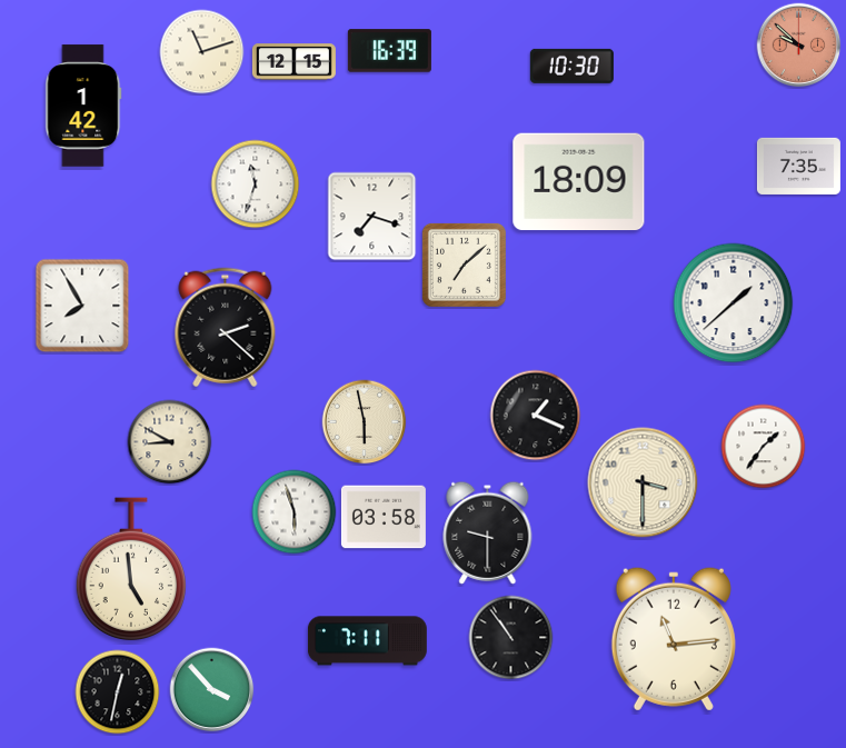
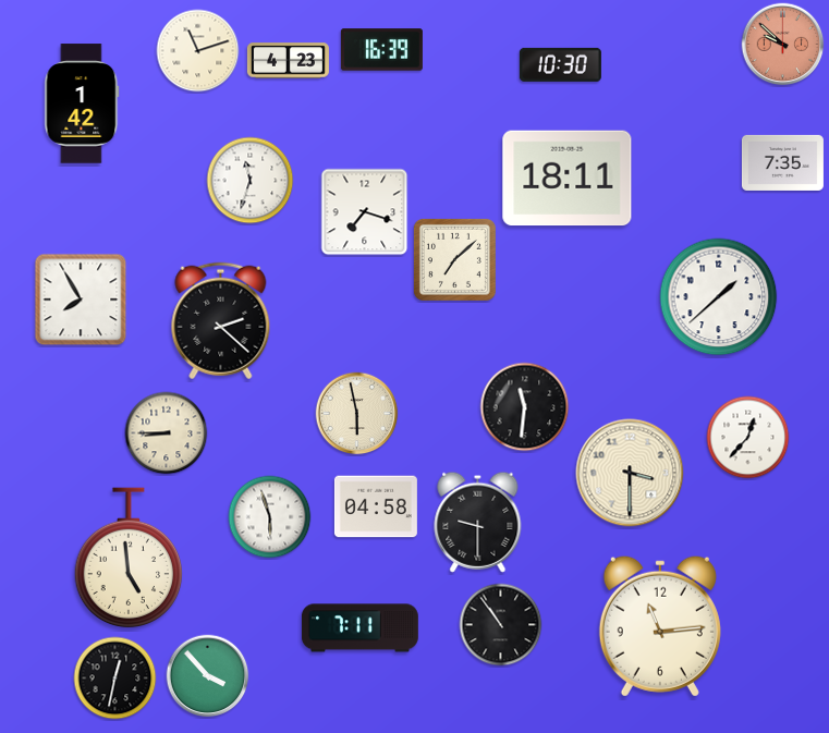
clock at (293, 62): 12:15 -> 4:23
clock at (579, 182): 18:09 -> 18:11
clock at (536, 416): 1:19 -> 11:31
clock at (170, 442): 8:50 -> 8:45
clock at (764, 447): 1:36 -> 12:37
clock at (295, 512) position: (295, 512) -> (270, 517)
clock at (384, 517): 03:58 -> 04:58
